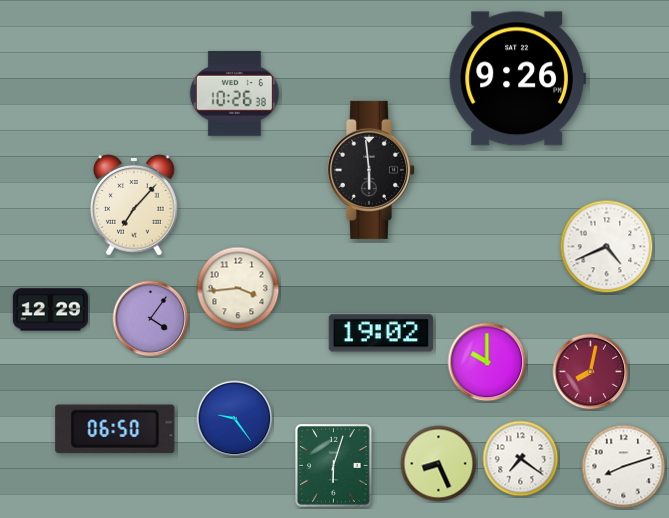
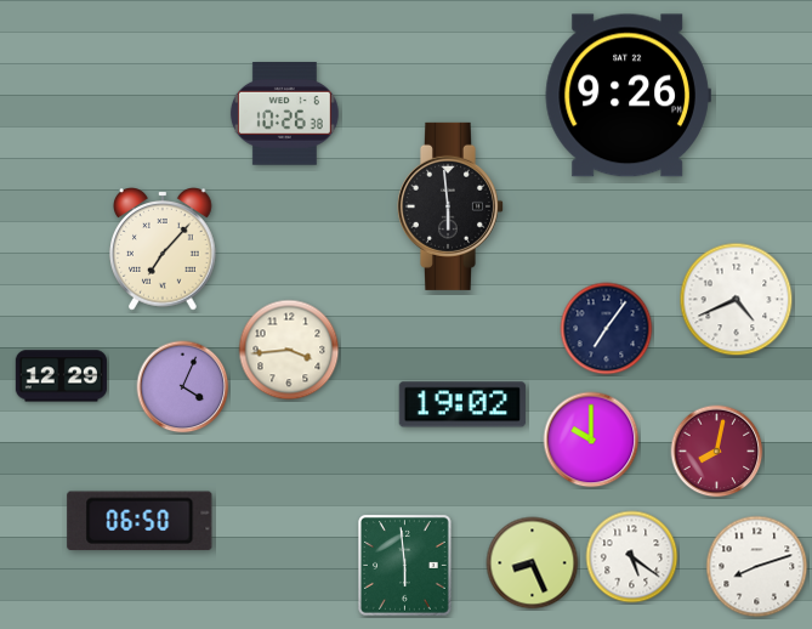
clock at (607, 329): none -> 7:06
clock at (151, 319): 4:06 -> 4:04
clock at (235, 419): 9:24 -> none
clock at (521, 459): 7:21 -> 5:21
clock at (334, 466): 6:03 -> 5:59
